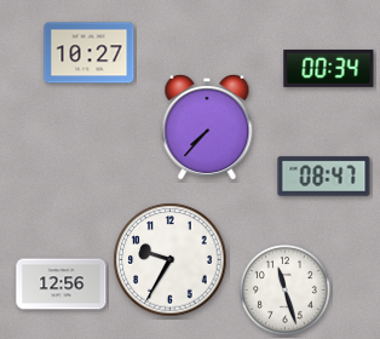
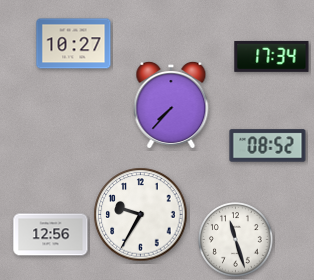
clock at (329, 68): 00:34 -> 17:34
clock at (324, 177): 08:47 -> 08:52
